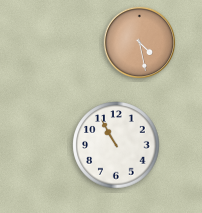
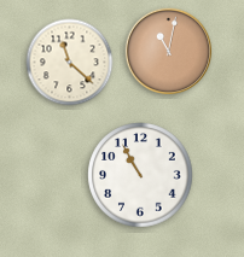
clock at (140, 43): 4:28 -> 11:02
clock at (70, 63): none -> 11:22
